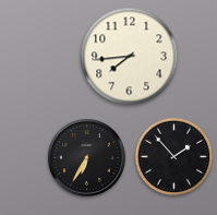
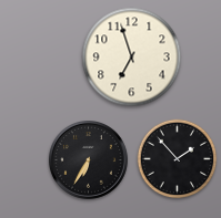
clock at (130, 57): 7:44 -> 6:57
